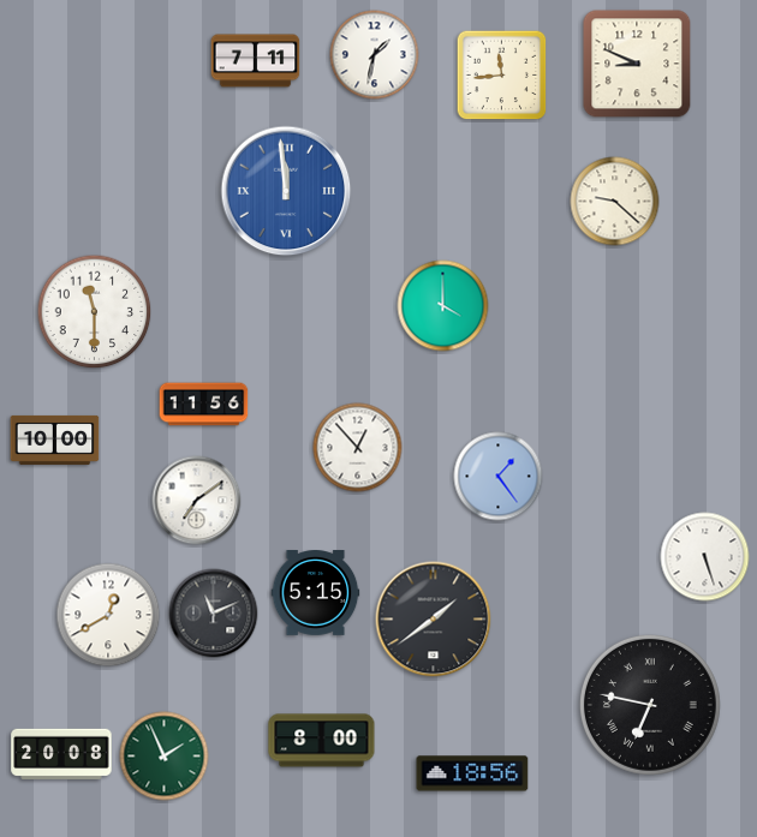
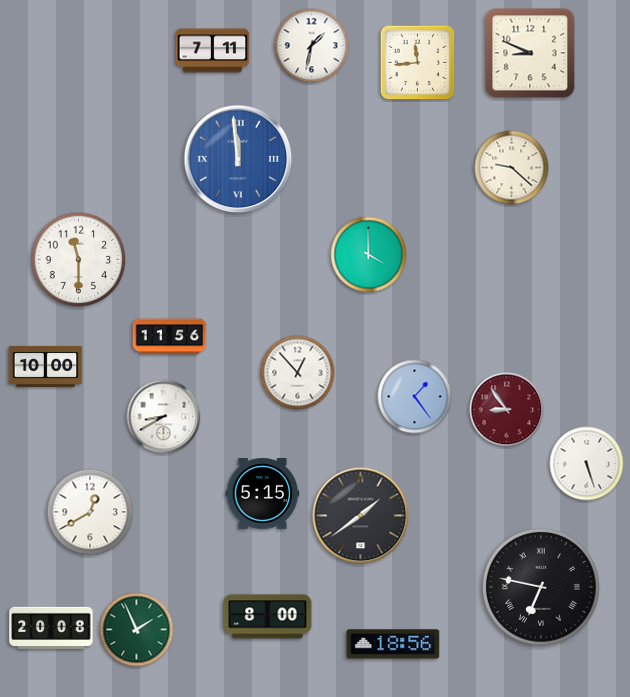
clock at (507, 410): none -> 8:54
clock at (197, 501): 7:09 -> 8:40
clock at (214, 614): 11:11 -> none
